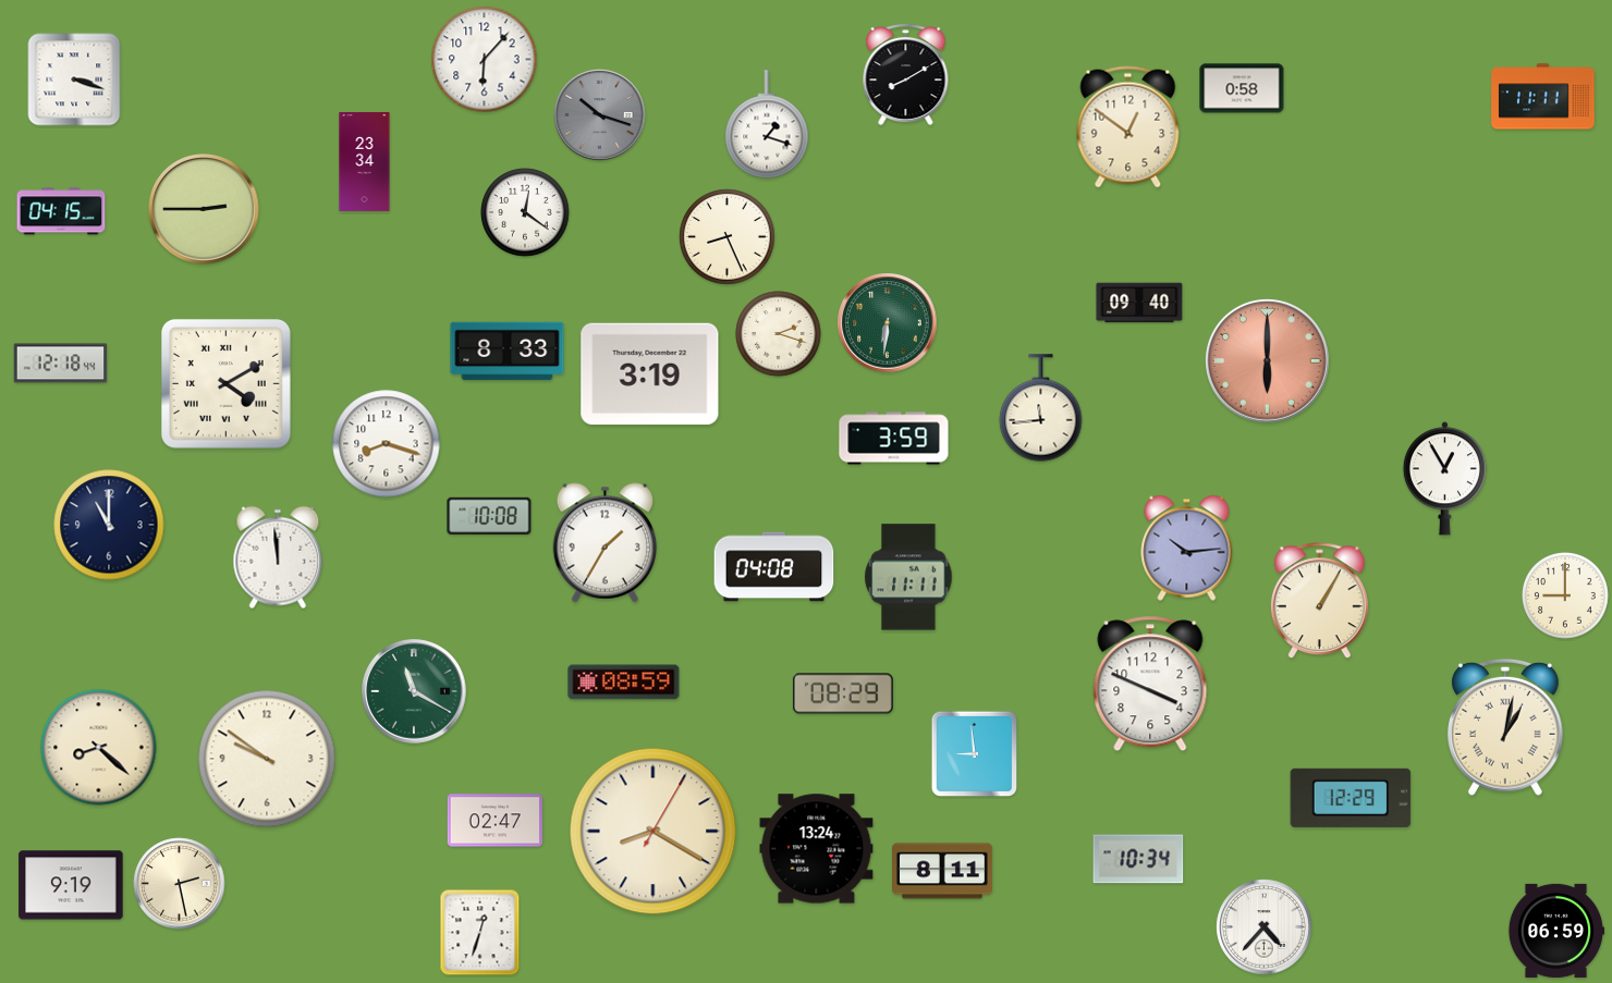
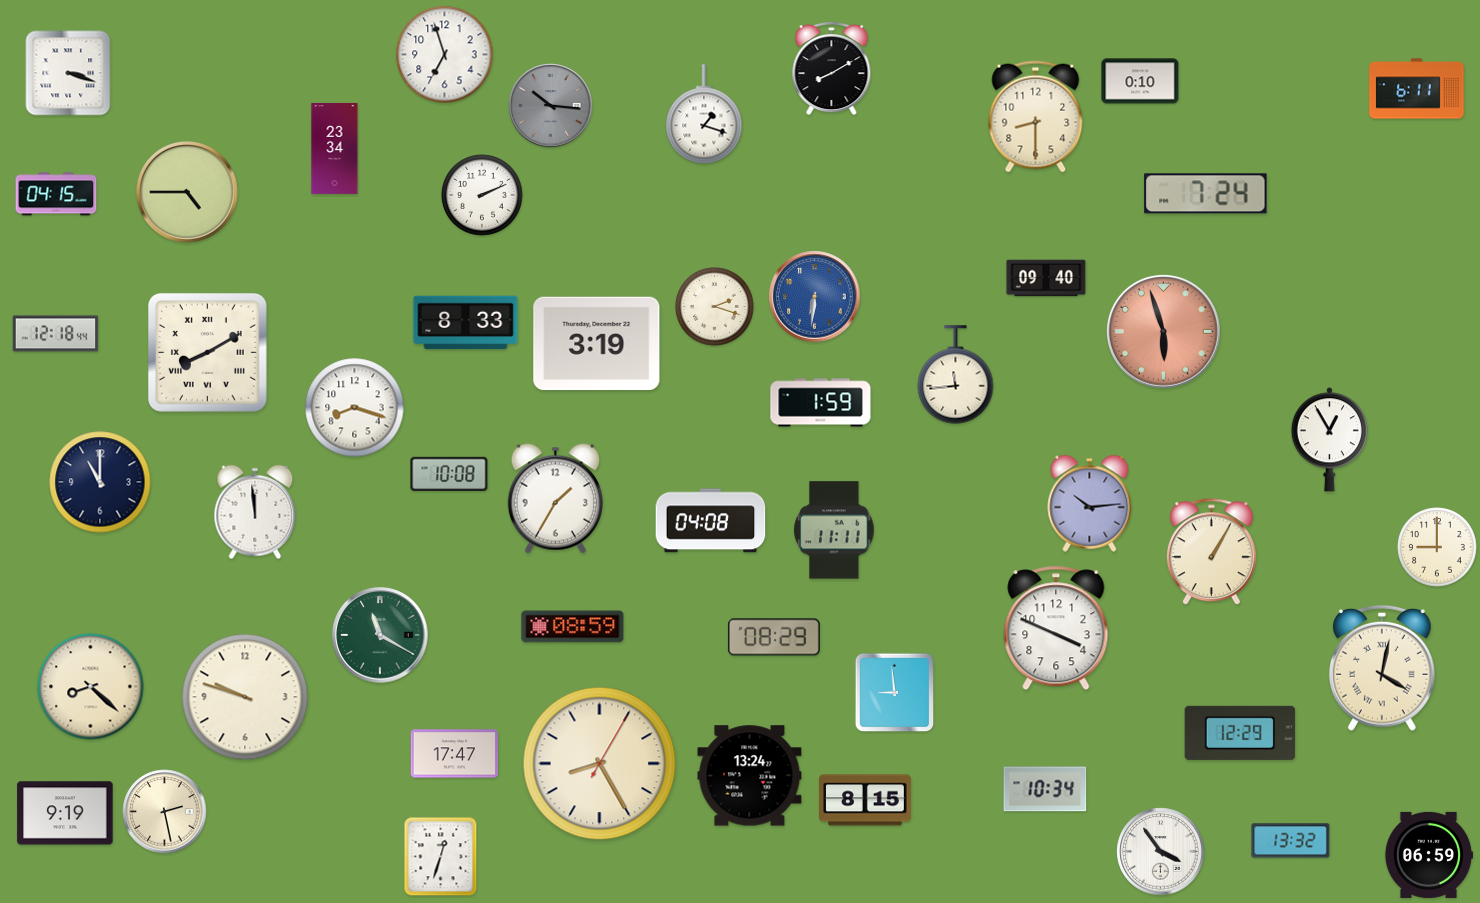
clock at (485, 60): 6:07 -> 6:57
clock at (1242, 88): 0:58 -> 0:10
clock at (1543, 97): 11:11 -> 6:11
clock at (600, 115): 10:18 -> 10:16
clock at (1128, 127): 12:51 -> 8:30
clock at (204, 209): 2:45 -> 4:45
clock at (1206, 194): none -> 7:24
clock at (525, 212): 12:21 -> 2:11
clock at (728, 237): 8:26 -> none
clock at (888, 323) dial: green -> blue
clock at (1268, 361): 6:00 -> 5:57
clock at (225, 383): 4:10 -> 8:10
clock at (894, 439): 3:59 -> 1:59
clock at (1444, 479) position: (1444, 479) -> (1329, 440)
clock at (1506, 727): 1:02 -> 4:02
clock at (267, 759): 9:51 -> 9:48
clock at (494, 821): 02:47 -> 17:47
clock at (654, 832): 8:20 -> 8:25
clock at (817, 849) position: (817, 849) -> (750, 776)
clock at (943, 871): 8:11 -> 8:15
clock at (1291, 841): none -> 13:32
clock at (1265, 927): 4:37 -> 3:54
